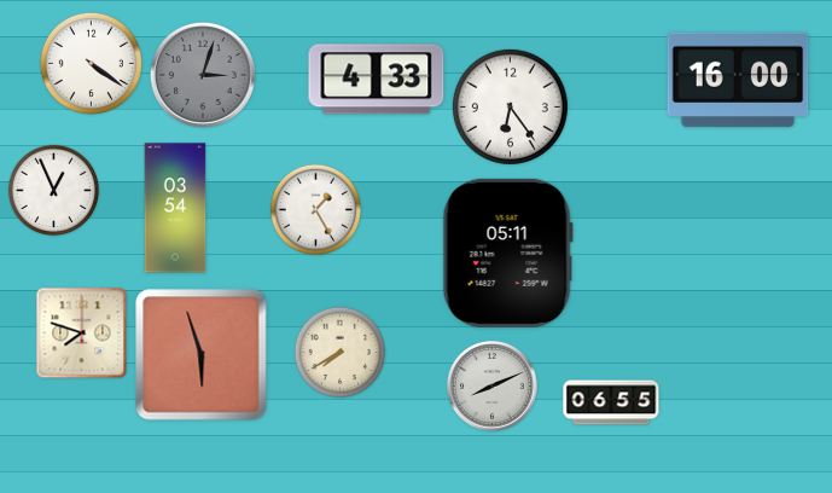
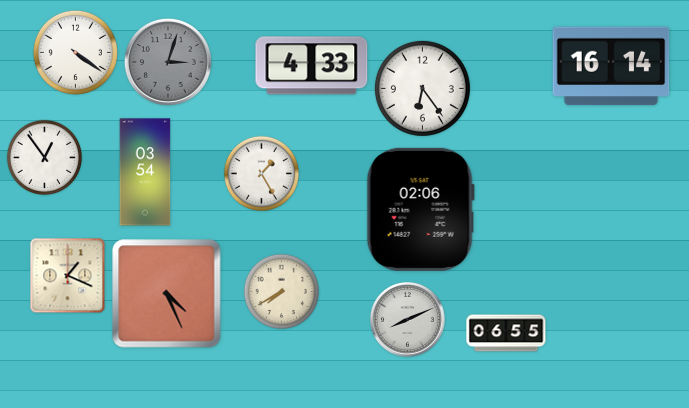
clock at (738, 80): 16:00 -> 16:14
clock at (53, 190): 12:56 -> 12:54
clock at (507, 253): 05:11 -> 02:06
clock at (82, 333): 7:48 -> 1:19
clock at (202, 355): 5:57 -> 4:26
